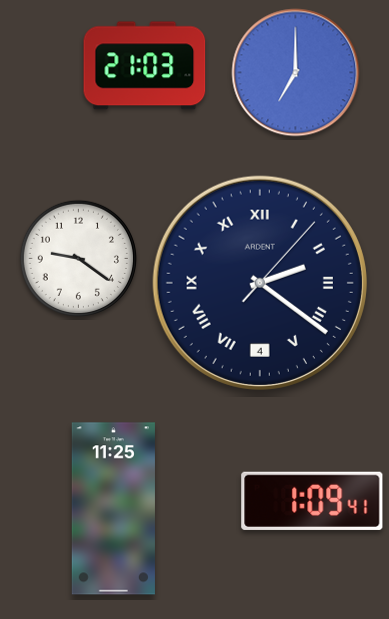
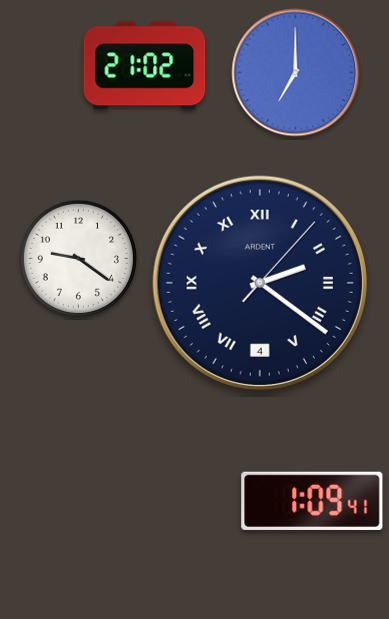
clock at (145, 66): 21:03 -> 21:02
clock at (113, 509): 11:25 -> none
